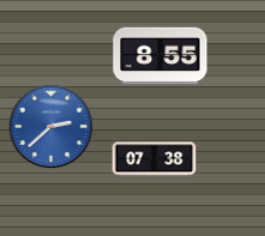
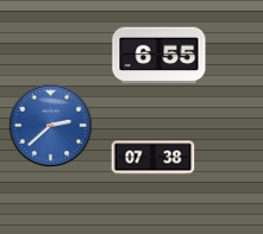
clock at (161, 56): 8:55 -> 6:55
